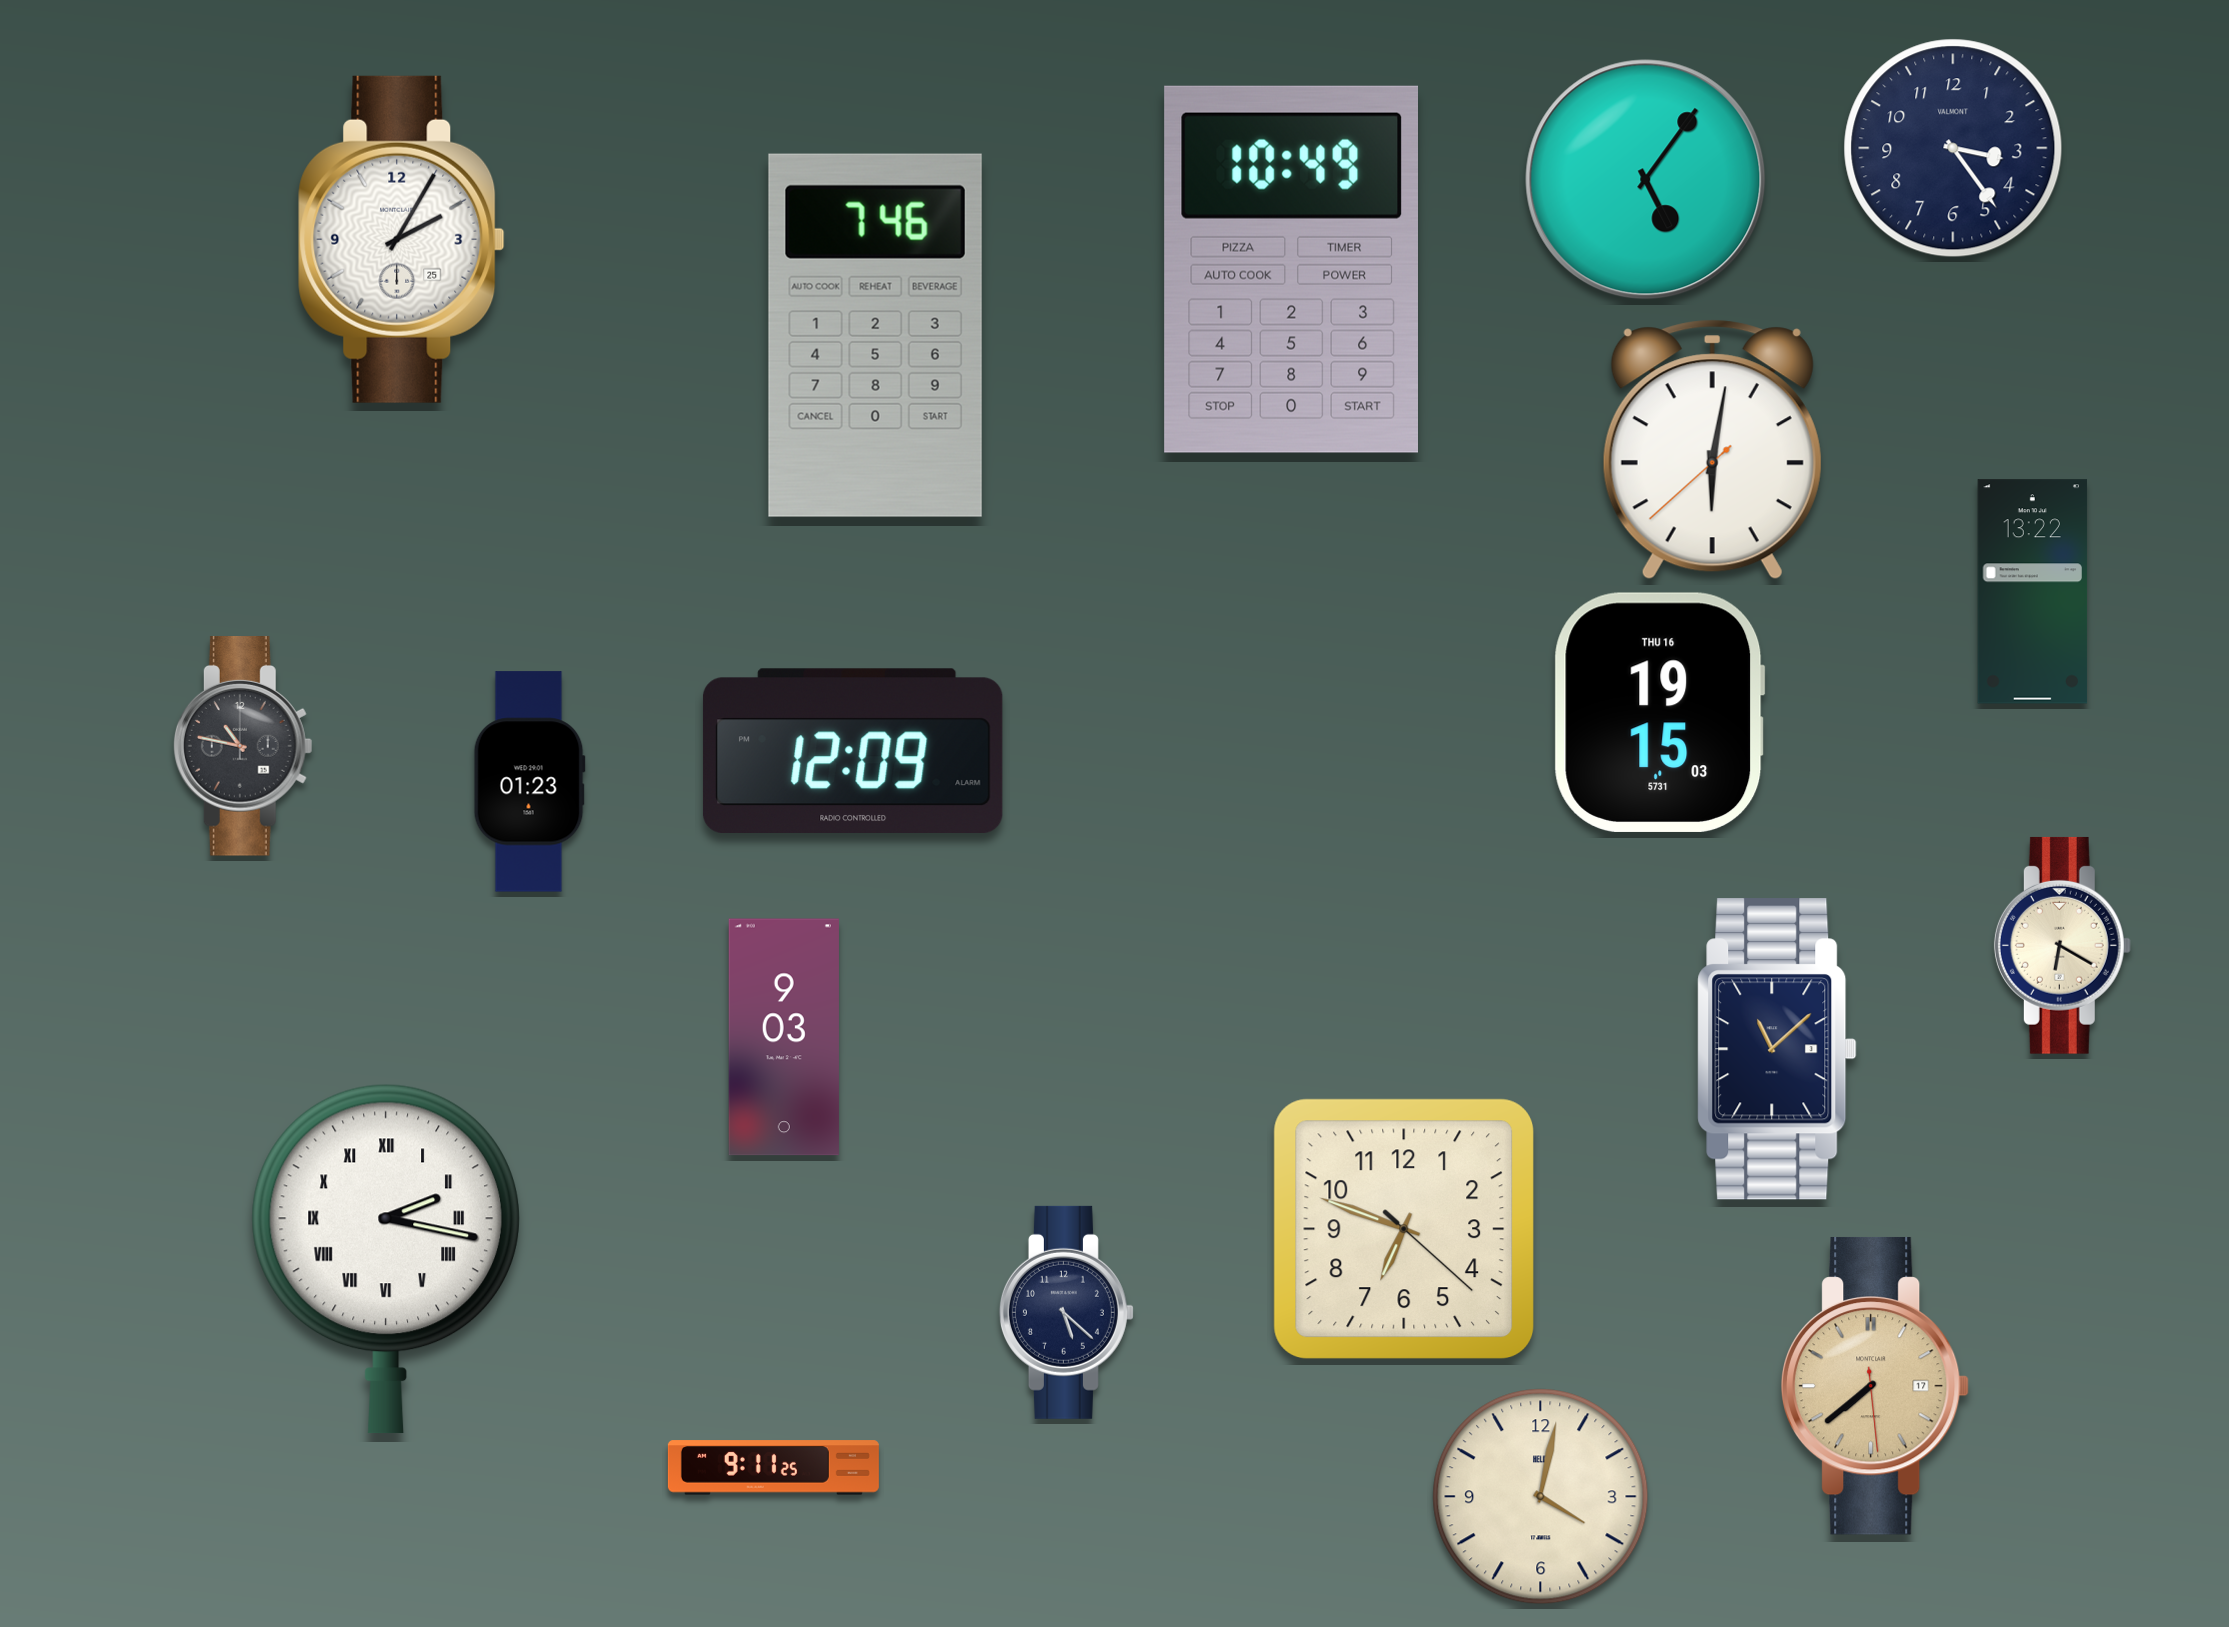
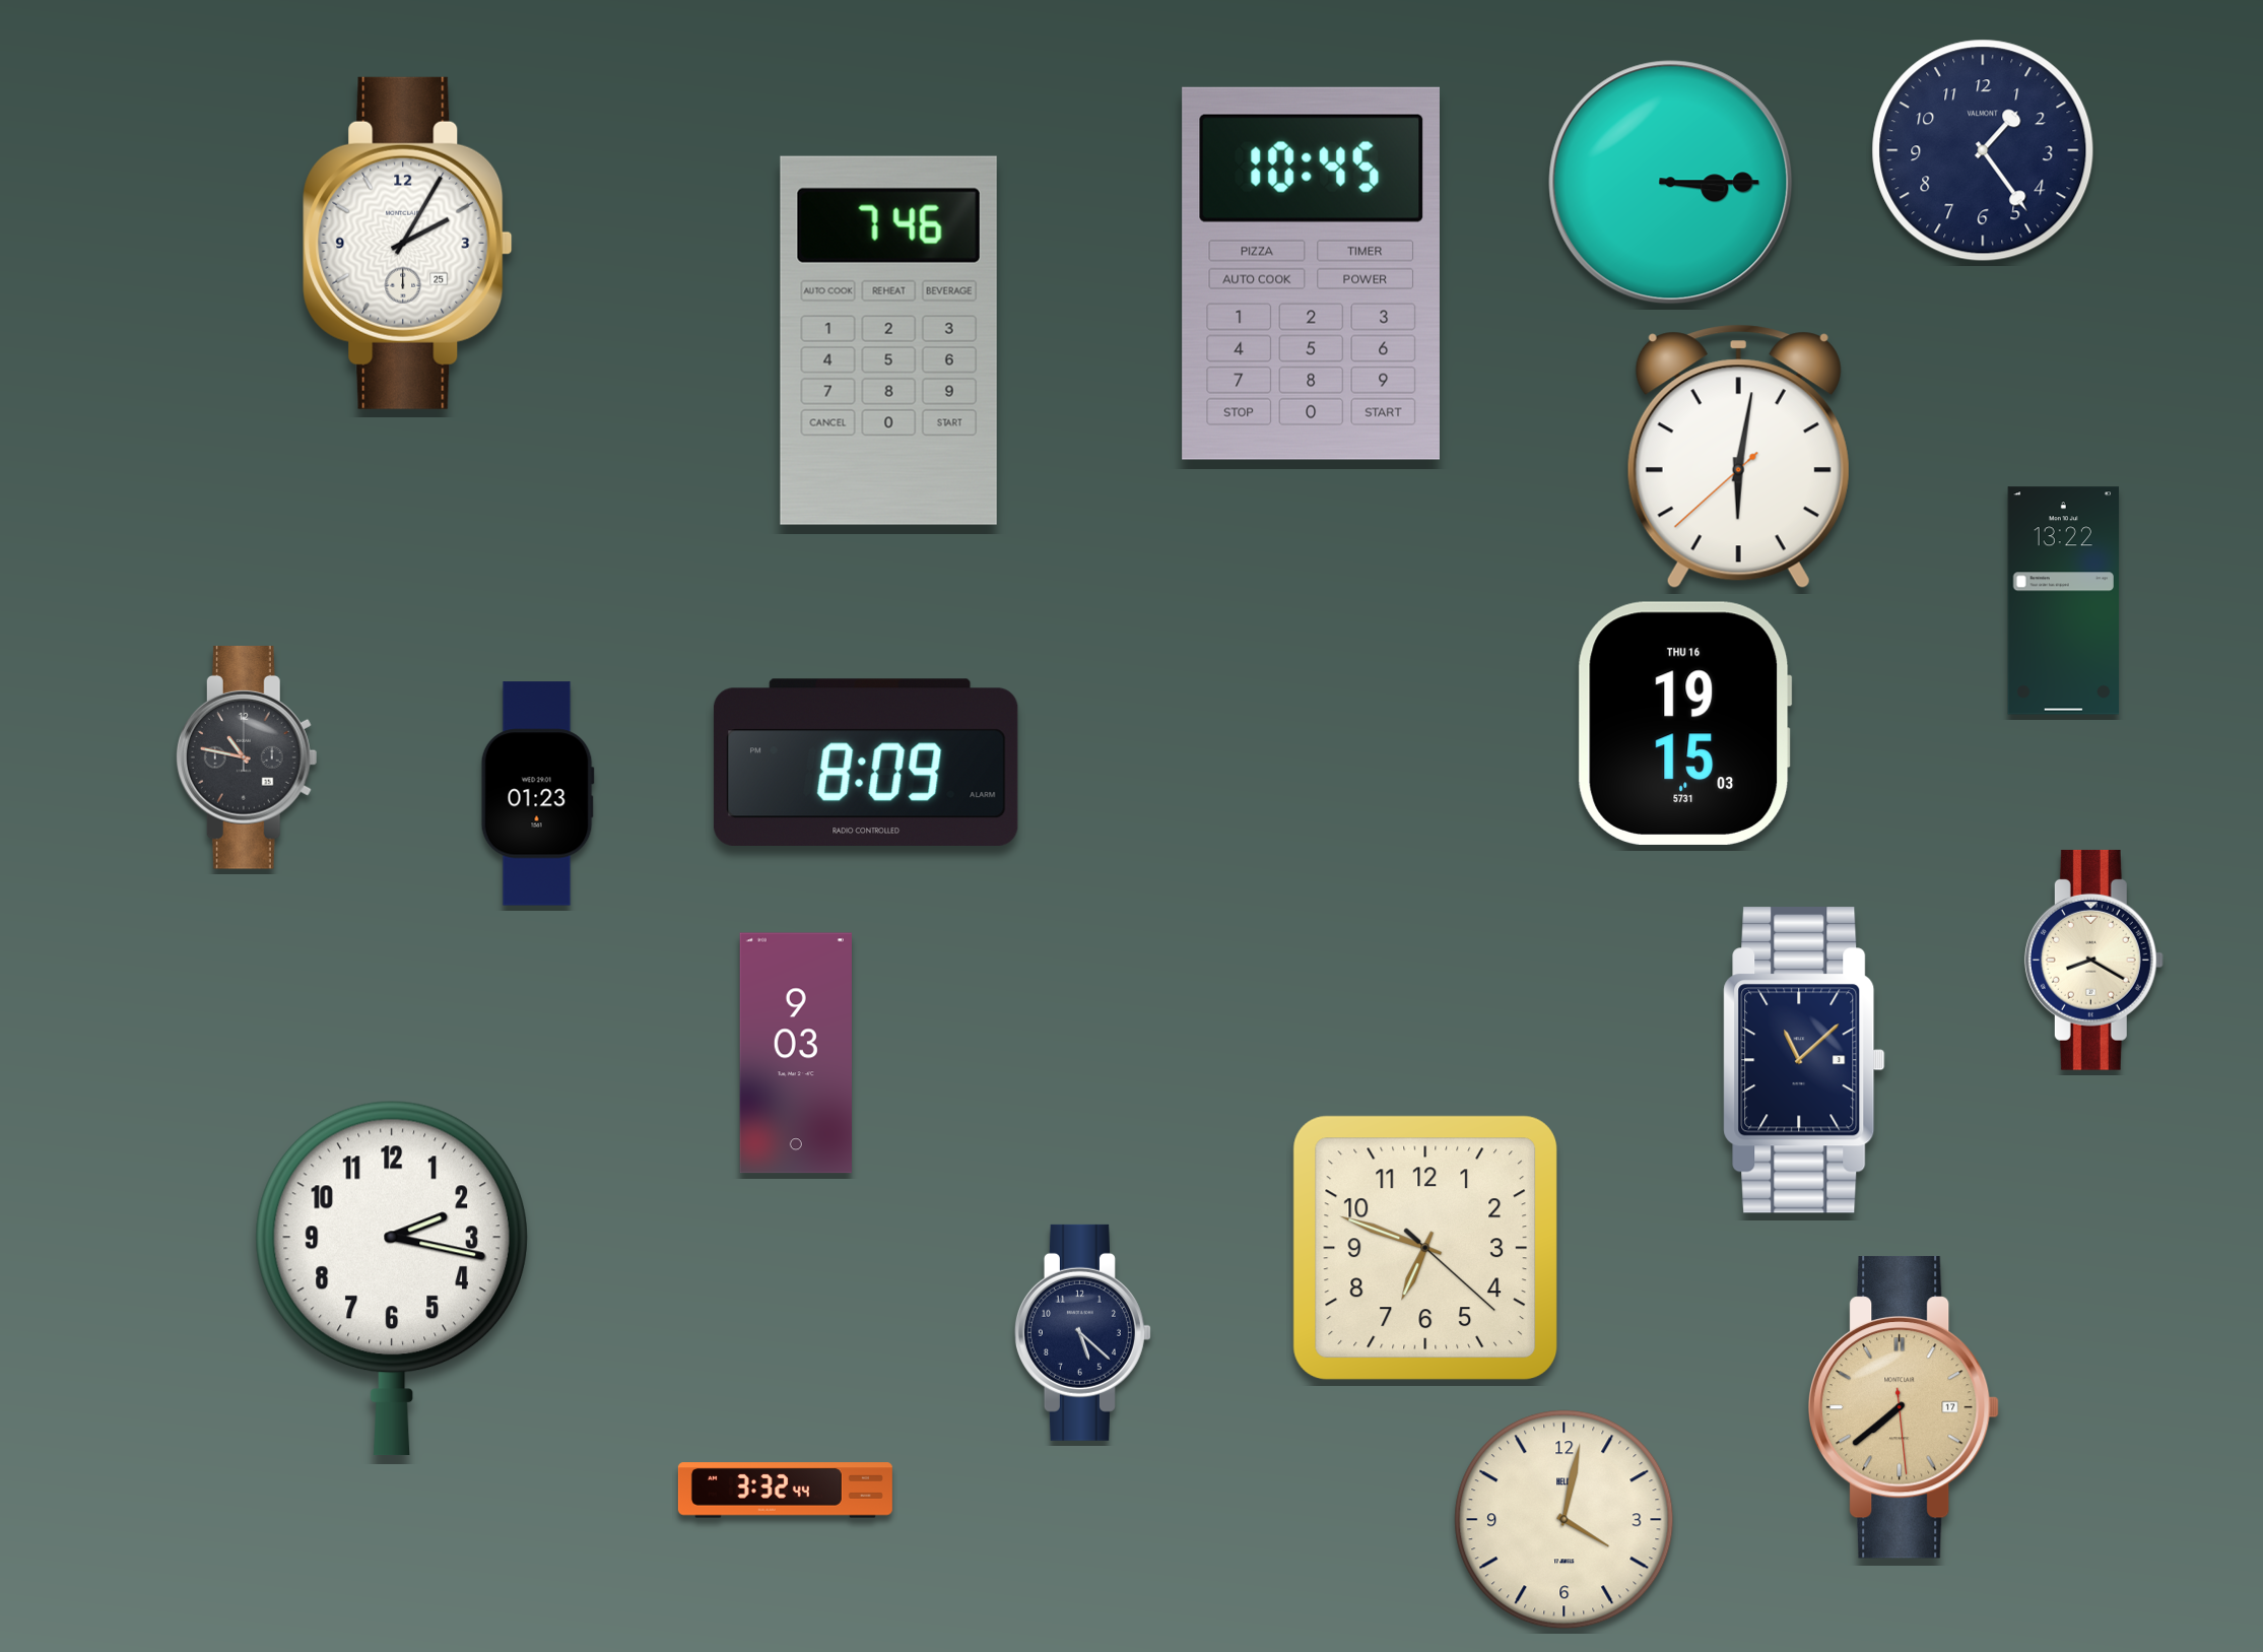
clock at (1953, 148): 3:24 -> 1:24
clock at (1646, 180): 5:06 -> 3:15
clock at (1291, 269): 10:49 -> 10:45
clock at (853, 750): 12:09 -> 8:09
clock at (2062, 945): 6:20 -> 8:20
clock at (1777, 1049) position: (1777, 1049) -> (1804, 1060)
clock at (386, 1259) numerals: Roman -> Arabic
clock at (773, 1468): 9:11 -> 3:32
